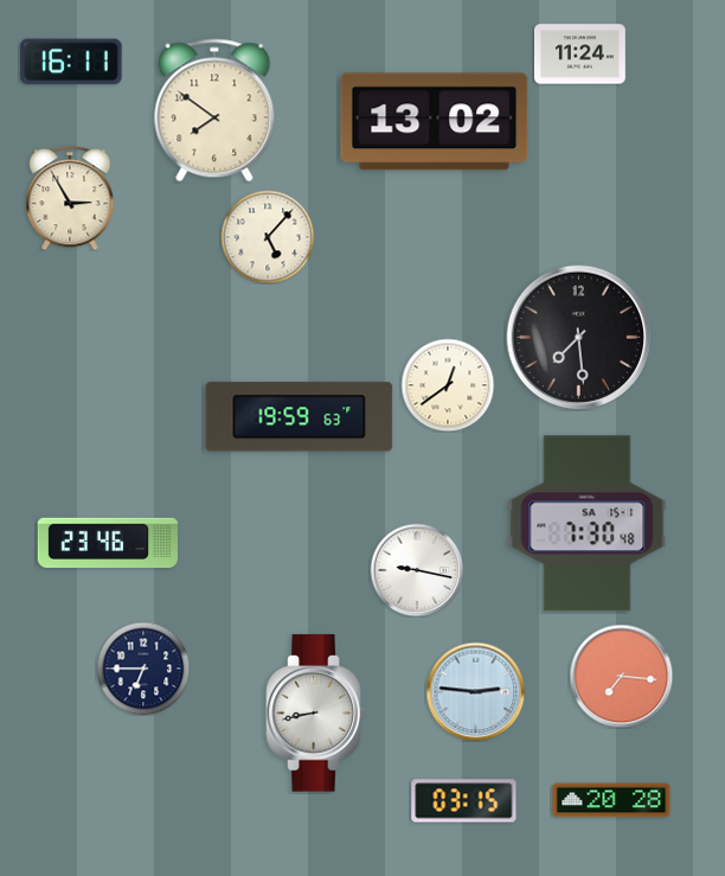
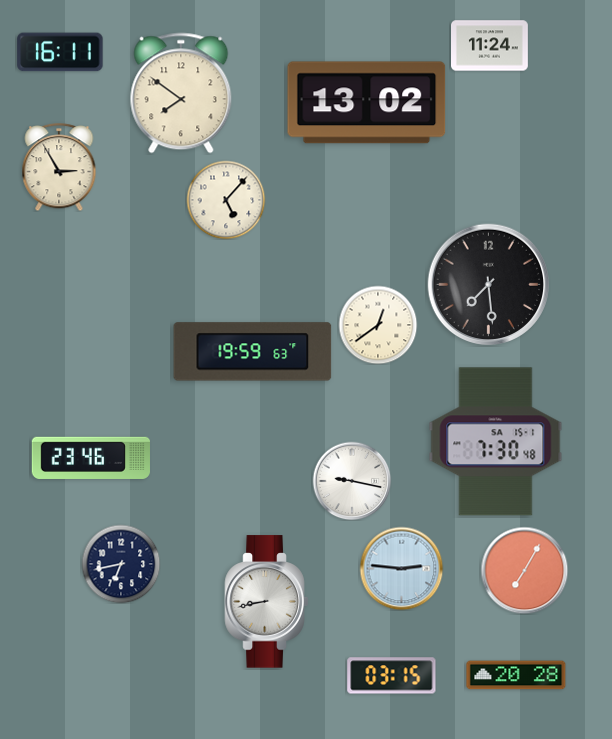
clock at (143, 669): 6:45 -> 6:43
clock at (621, 676): 7:16 -> 7:05
clock at (475, 691) position: (475, 691) -> (401, 568)
